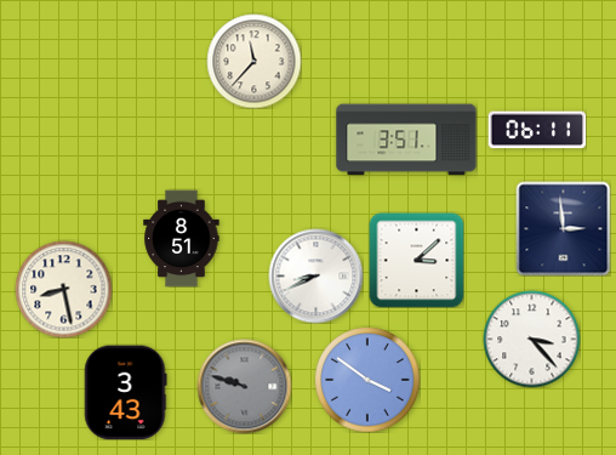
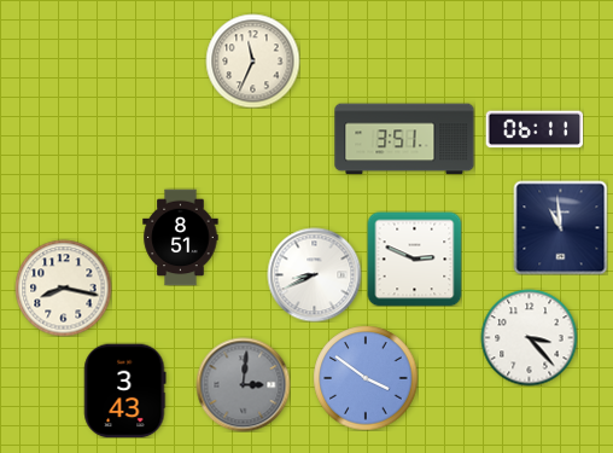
clock at (253, 61): 11:37 -> 11:34
clock at (563, 228): 2:59 -> 10:59
clock at (416, 260): 3:08 -> 2:49
clock at (63, 289): 8:28 -> 8:17
clock at (244, 386): 9:48 -> 3:01
